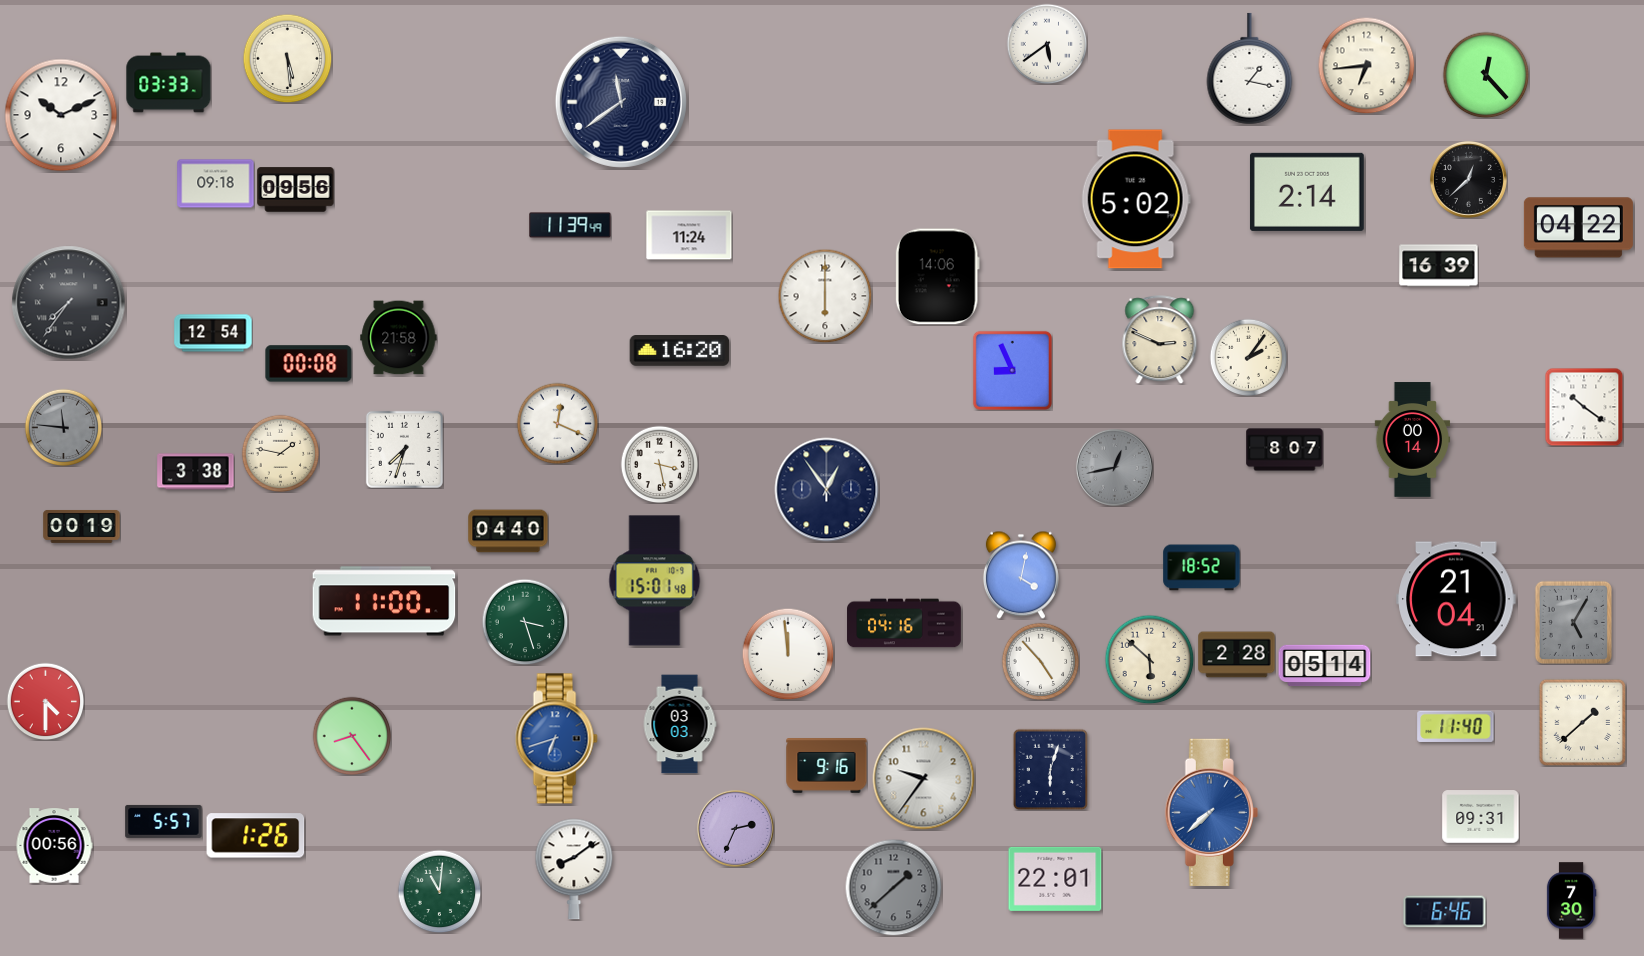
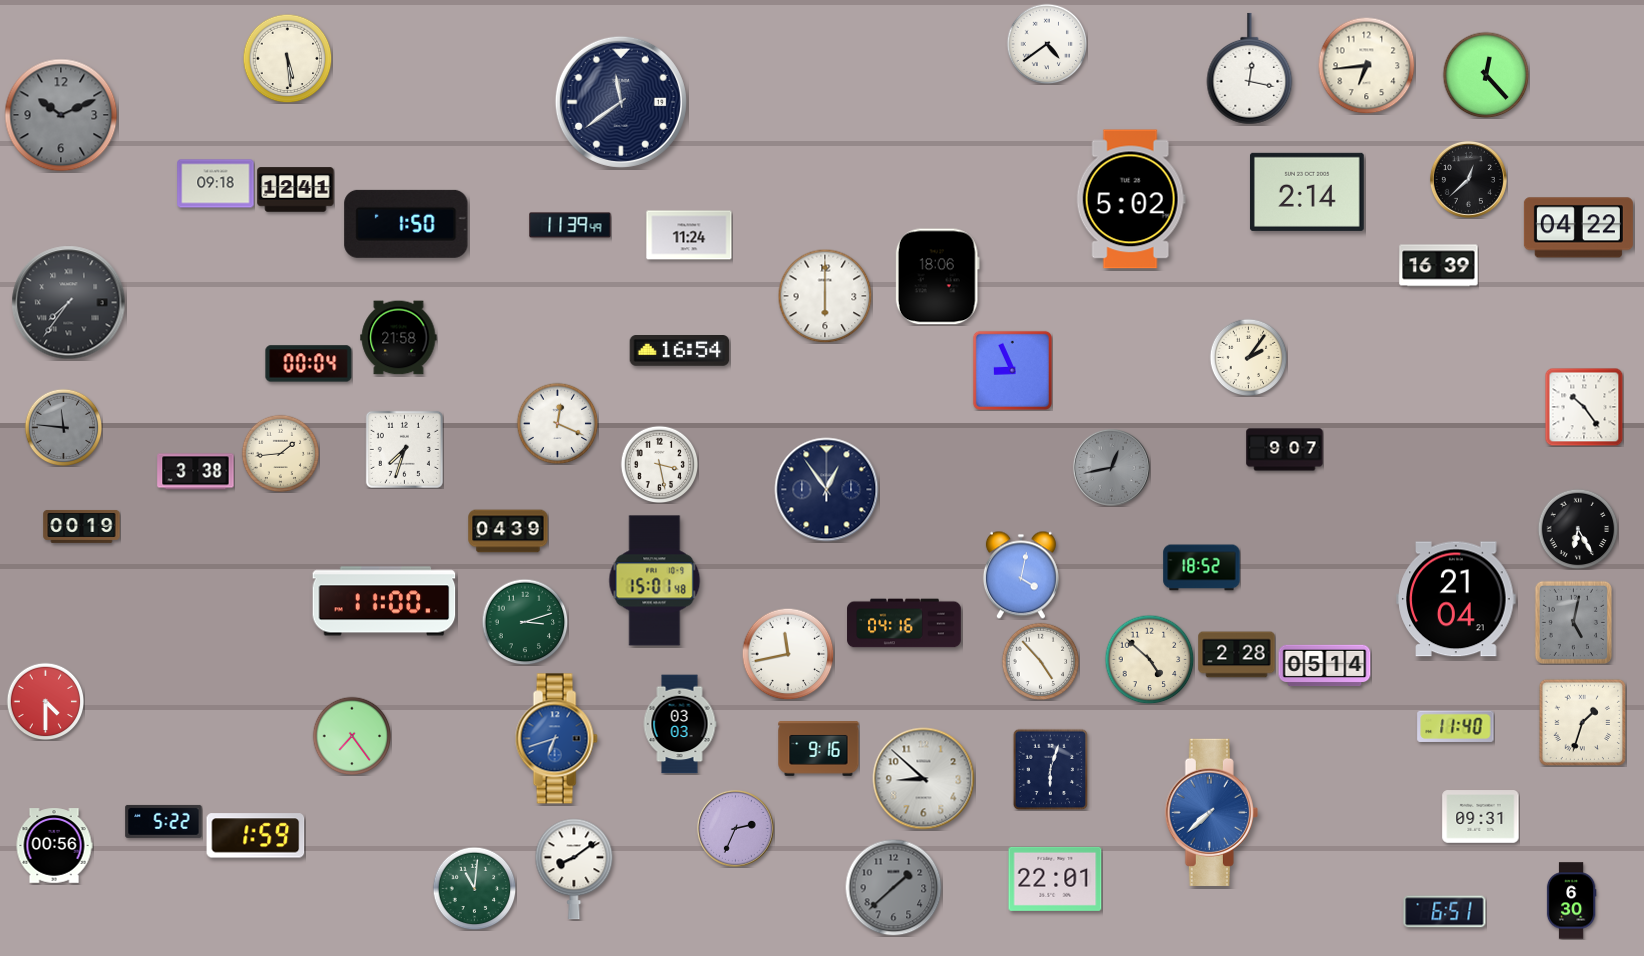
clock at (1047, 44): 5:39 -> 4:39
clock at (1250, 69): 1:17 -> 12:17
clock at (169, 83): 03:33 -> none
clock at (61, 115) dial: white -> grey
clock at (296, 190): 09:56 -> 12:41
clock at (1136, 199) position: (1136, 199) -> (1131, 199)
clock at (406, 224): none -> 1:50
clock at (937, 277): 14:06 -> 18:06
clock at (213, 333): 12:54 -> none
clock at (1160, 340): 2:49 -> none
clock at (680, 351): 16:20 -> 16:54
clock at (309, 364): 00:08 -> 00:04
clock at (1584, 407): 10:21 -> 10:24
clock at (1413, 440): 00:14 -> none
clock at (1285, 450): 8:07 -> 9:07
clock at (280, 453): 1:47 -> 1:44
clock at (1114, 467) position: (1114, 467) -> (1111, 467)
clock at (1578, 529): none -> 6:25
clock at (508, 531): 04:40 -> 04:39
clock at (525, 622): 3:27 -> 3:12
clock at (1573, 622): 5:05 -> 5:02
clock at (788, 654): 11:59 -> 11:43
clock at (1149, 659): 5:52 -> 4:52
clock at (1582, 722): 1:38 -> 1:33
clock at (352, 736): 8:24 -> 7:24
clock at (827, 766) position: (827, 766) -> (819, 749)
clock at (924, 779): 9:36 -> 8:52
clock at (164, 821): 5:57 -> 5:22
clock at (256, 836): 1:26 -> 1:59
clock at (439, 891) position: (439, 891) -> (474, 888)
clock at (1571, 901): 7:30 -> 6:30
clock at (1445, 912): 6:46 -> 6:51
